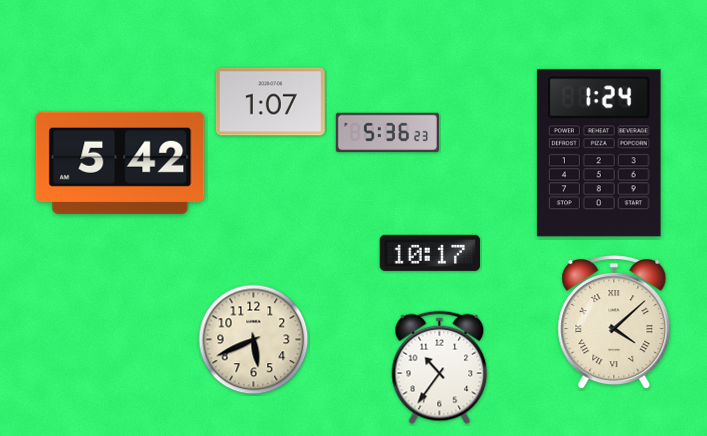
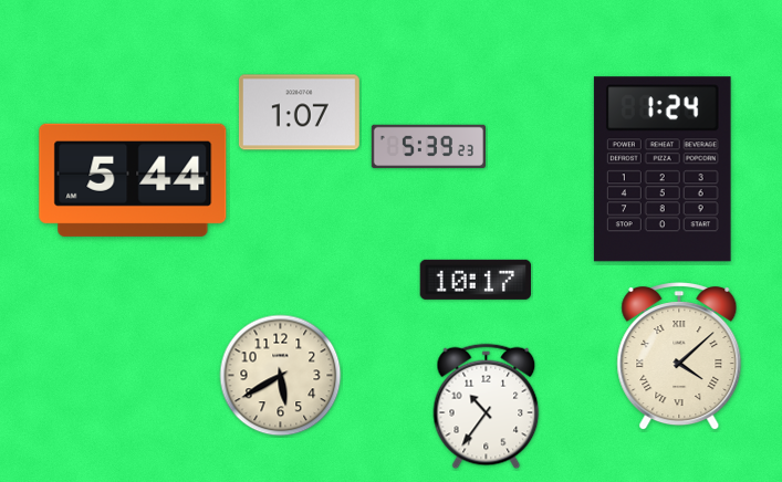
clock at (387, 133): 5:36 -> 5:39
clock at (120, 163): 5:42 -> 5:44
clock at (254, 340): 5:41 -> 5:40
